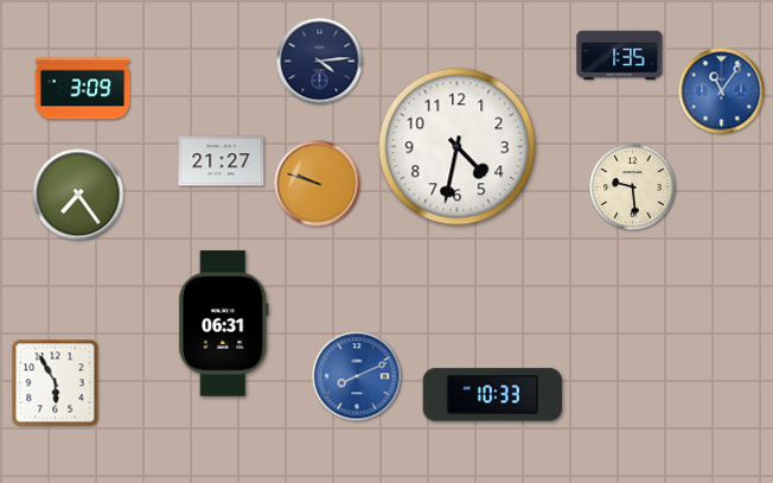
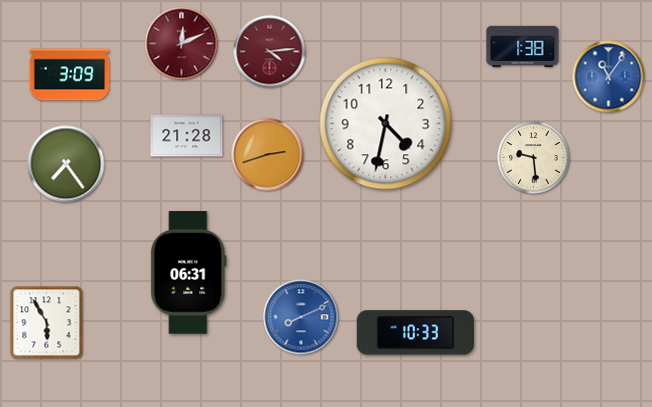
clock at (182, 44): none -> 12:11
clock at (620, 56): 1:35 -> 1:38
clock at (320, 62) dial: navy -> burgundy
clock at (222, 161): 21:27 -> 21:28
clock at (318, 184): 9:48 -> 2:42
